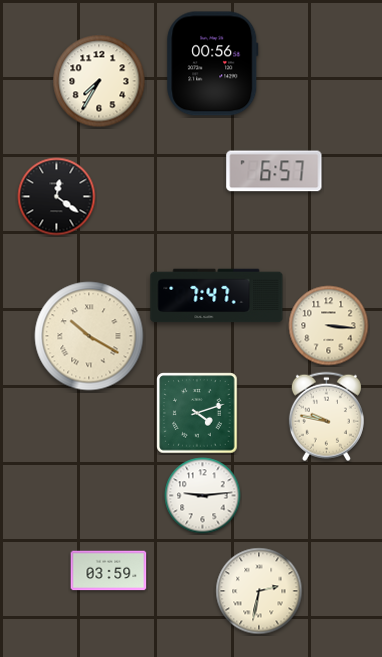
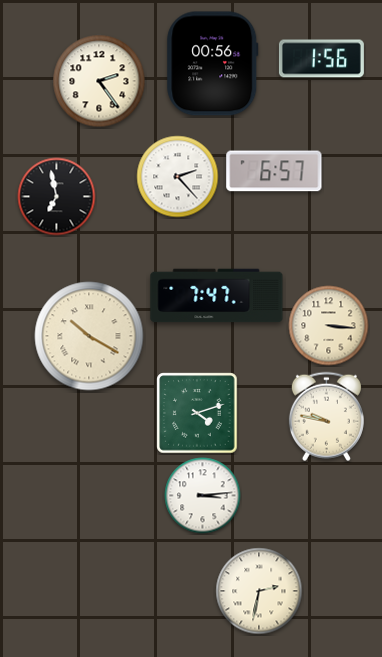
clock at (321, 59): none -> 1:56
clock at (99, 81): 7:35 -> 2:24
clock at (178, 177): none -> 2:23
clock at (57, 197): 12:21 -> 6:58
clock at (203, 496): 9:14 -> 3:14
clock at (109, 571): 03:59 -> none
